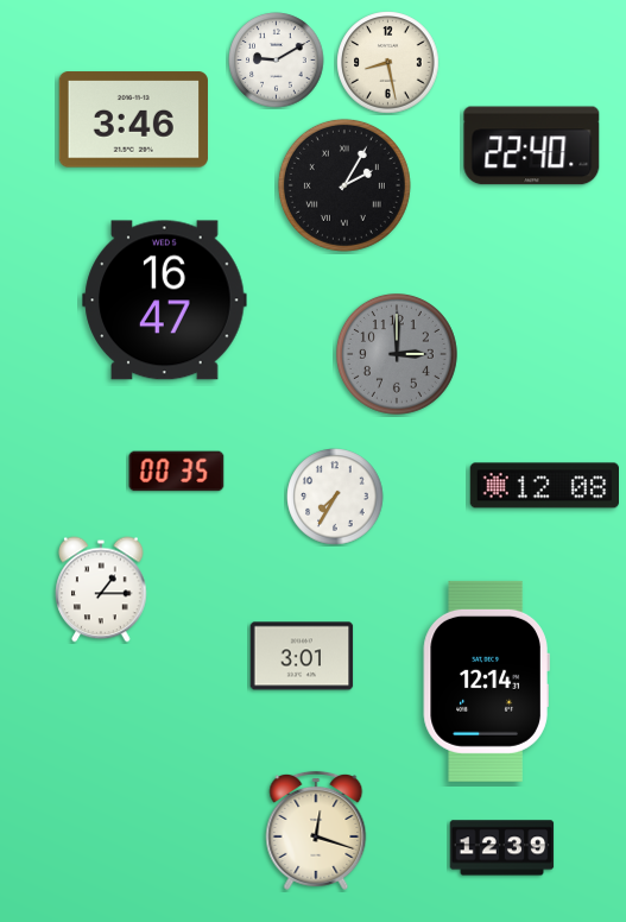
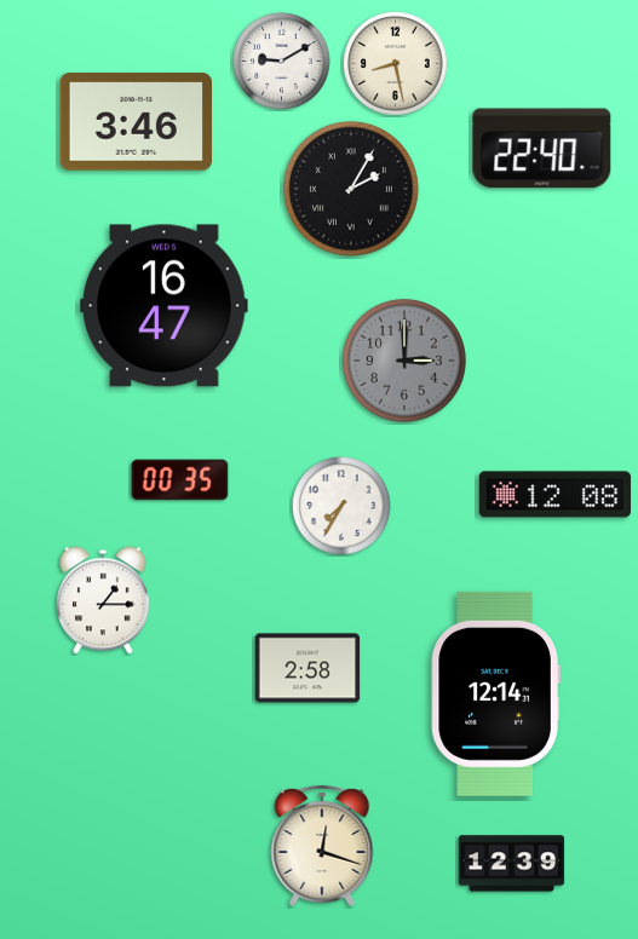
clock at (165, 301) position: (165, 301) -> (165, 306)
clock at (302, 656): 3:01 -> 2:58
